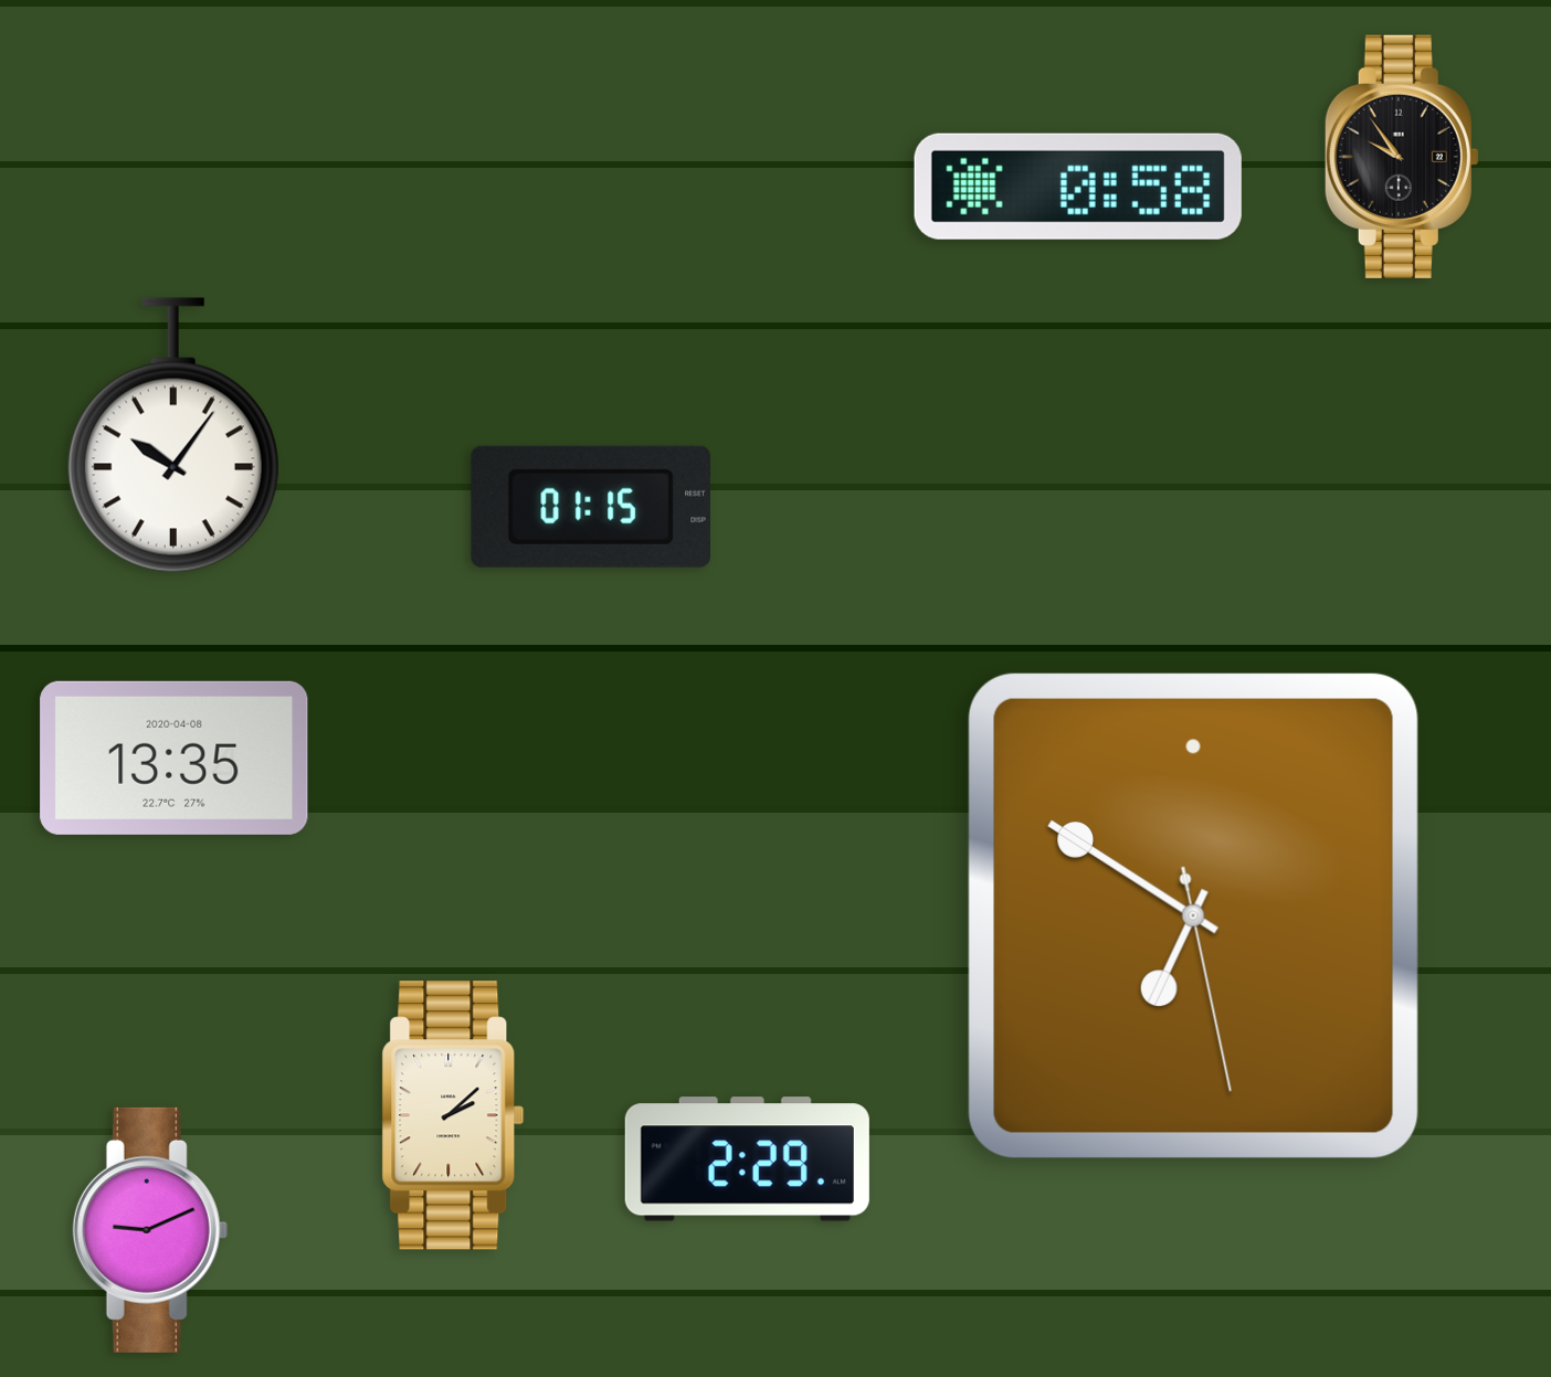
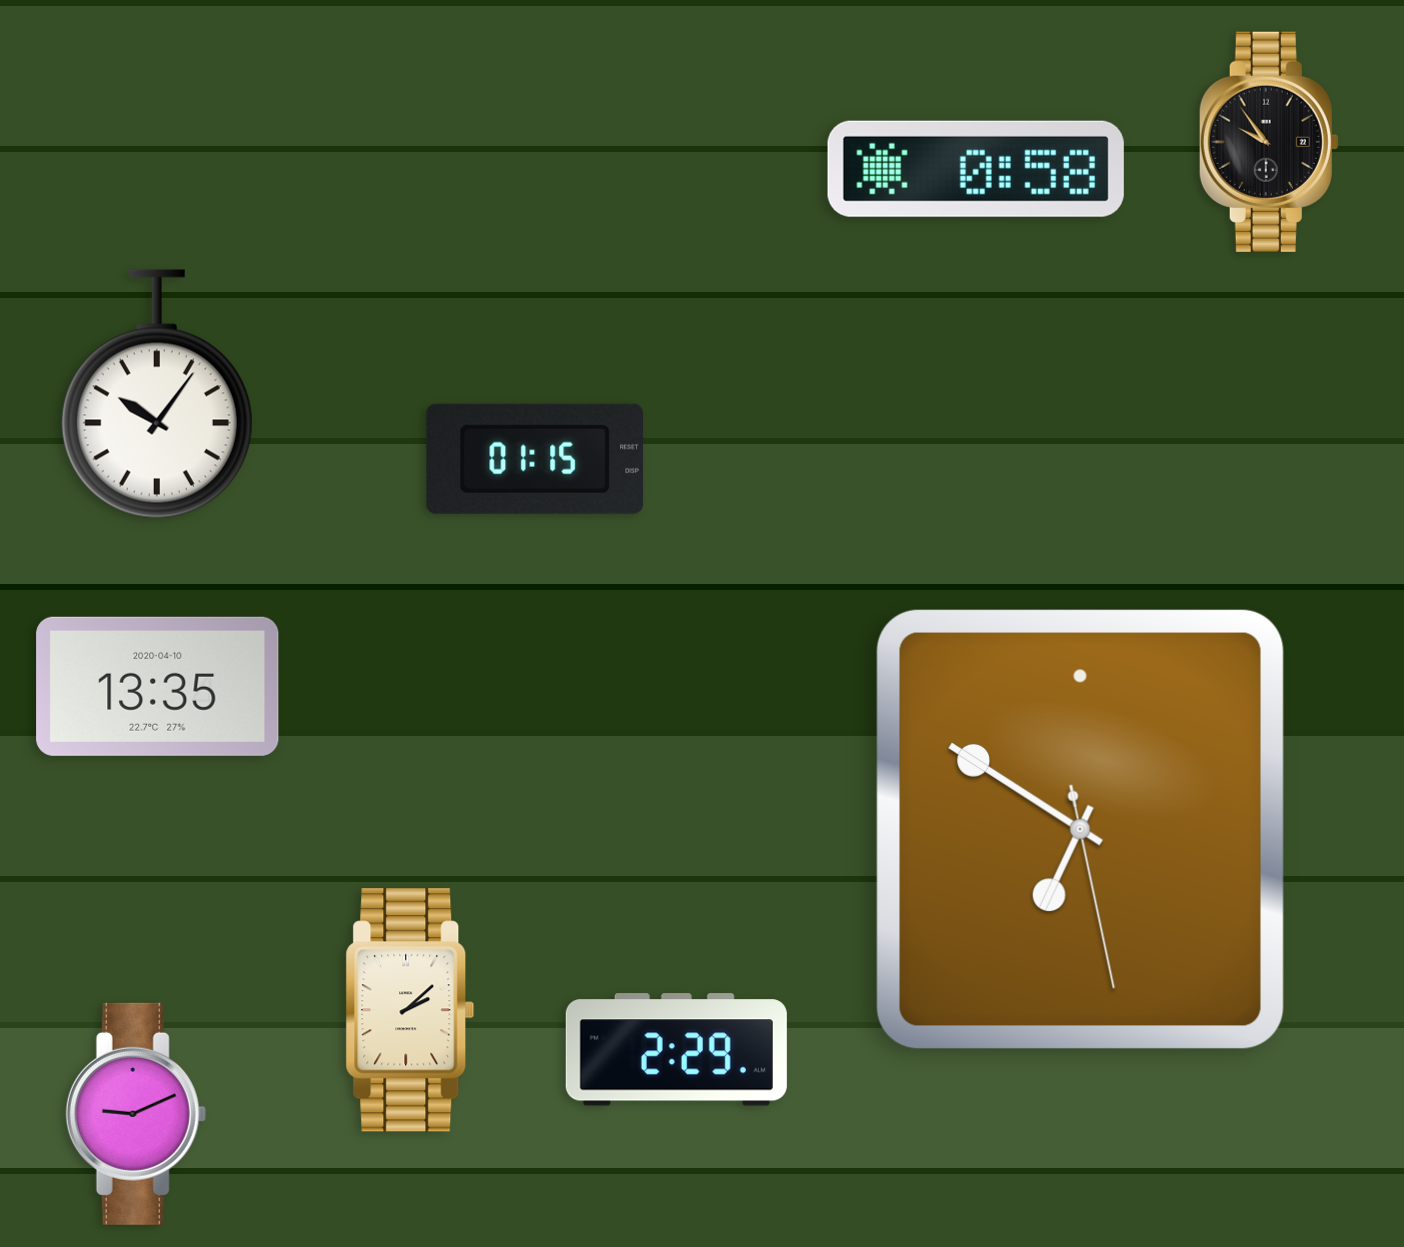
clock at (175, 758) date: 2020-04-08 -> 2020-04-10
